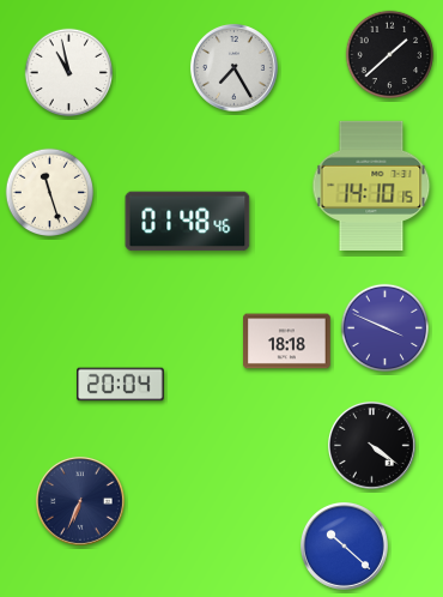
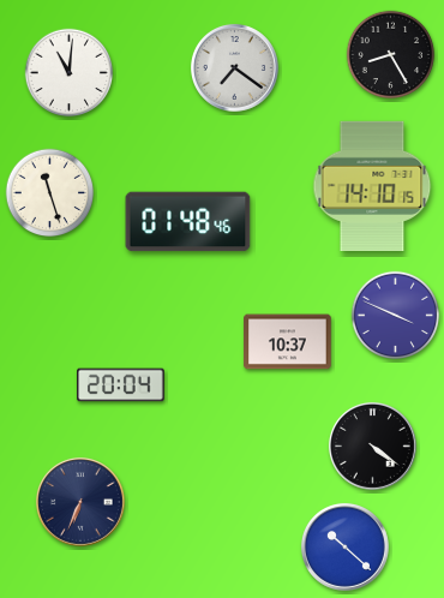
clock at (390, 55): 1:38 -> 8:25
clock at (233, 67): 7:25 -> 7:21
clock at (69, 73): 10:58 -> 11:01
clock at (386, 328) position: (386, 328) -> (396, 316)
clock at (287, 342): 18:18 -> 10:37
